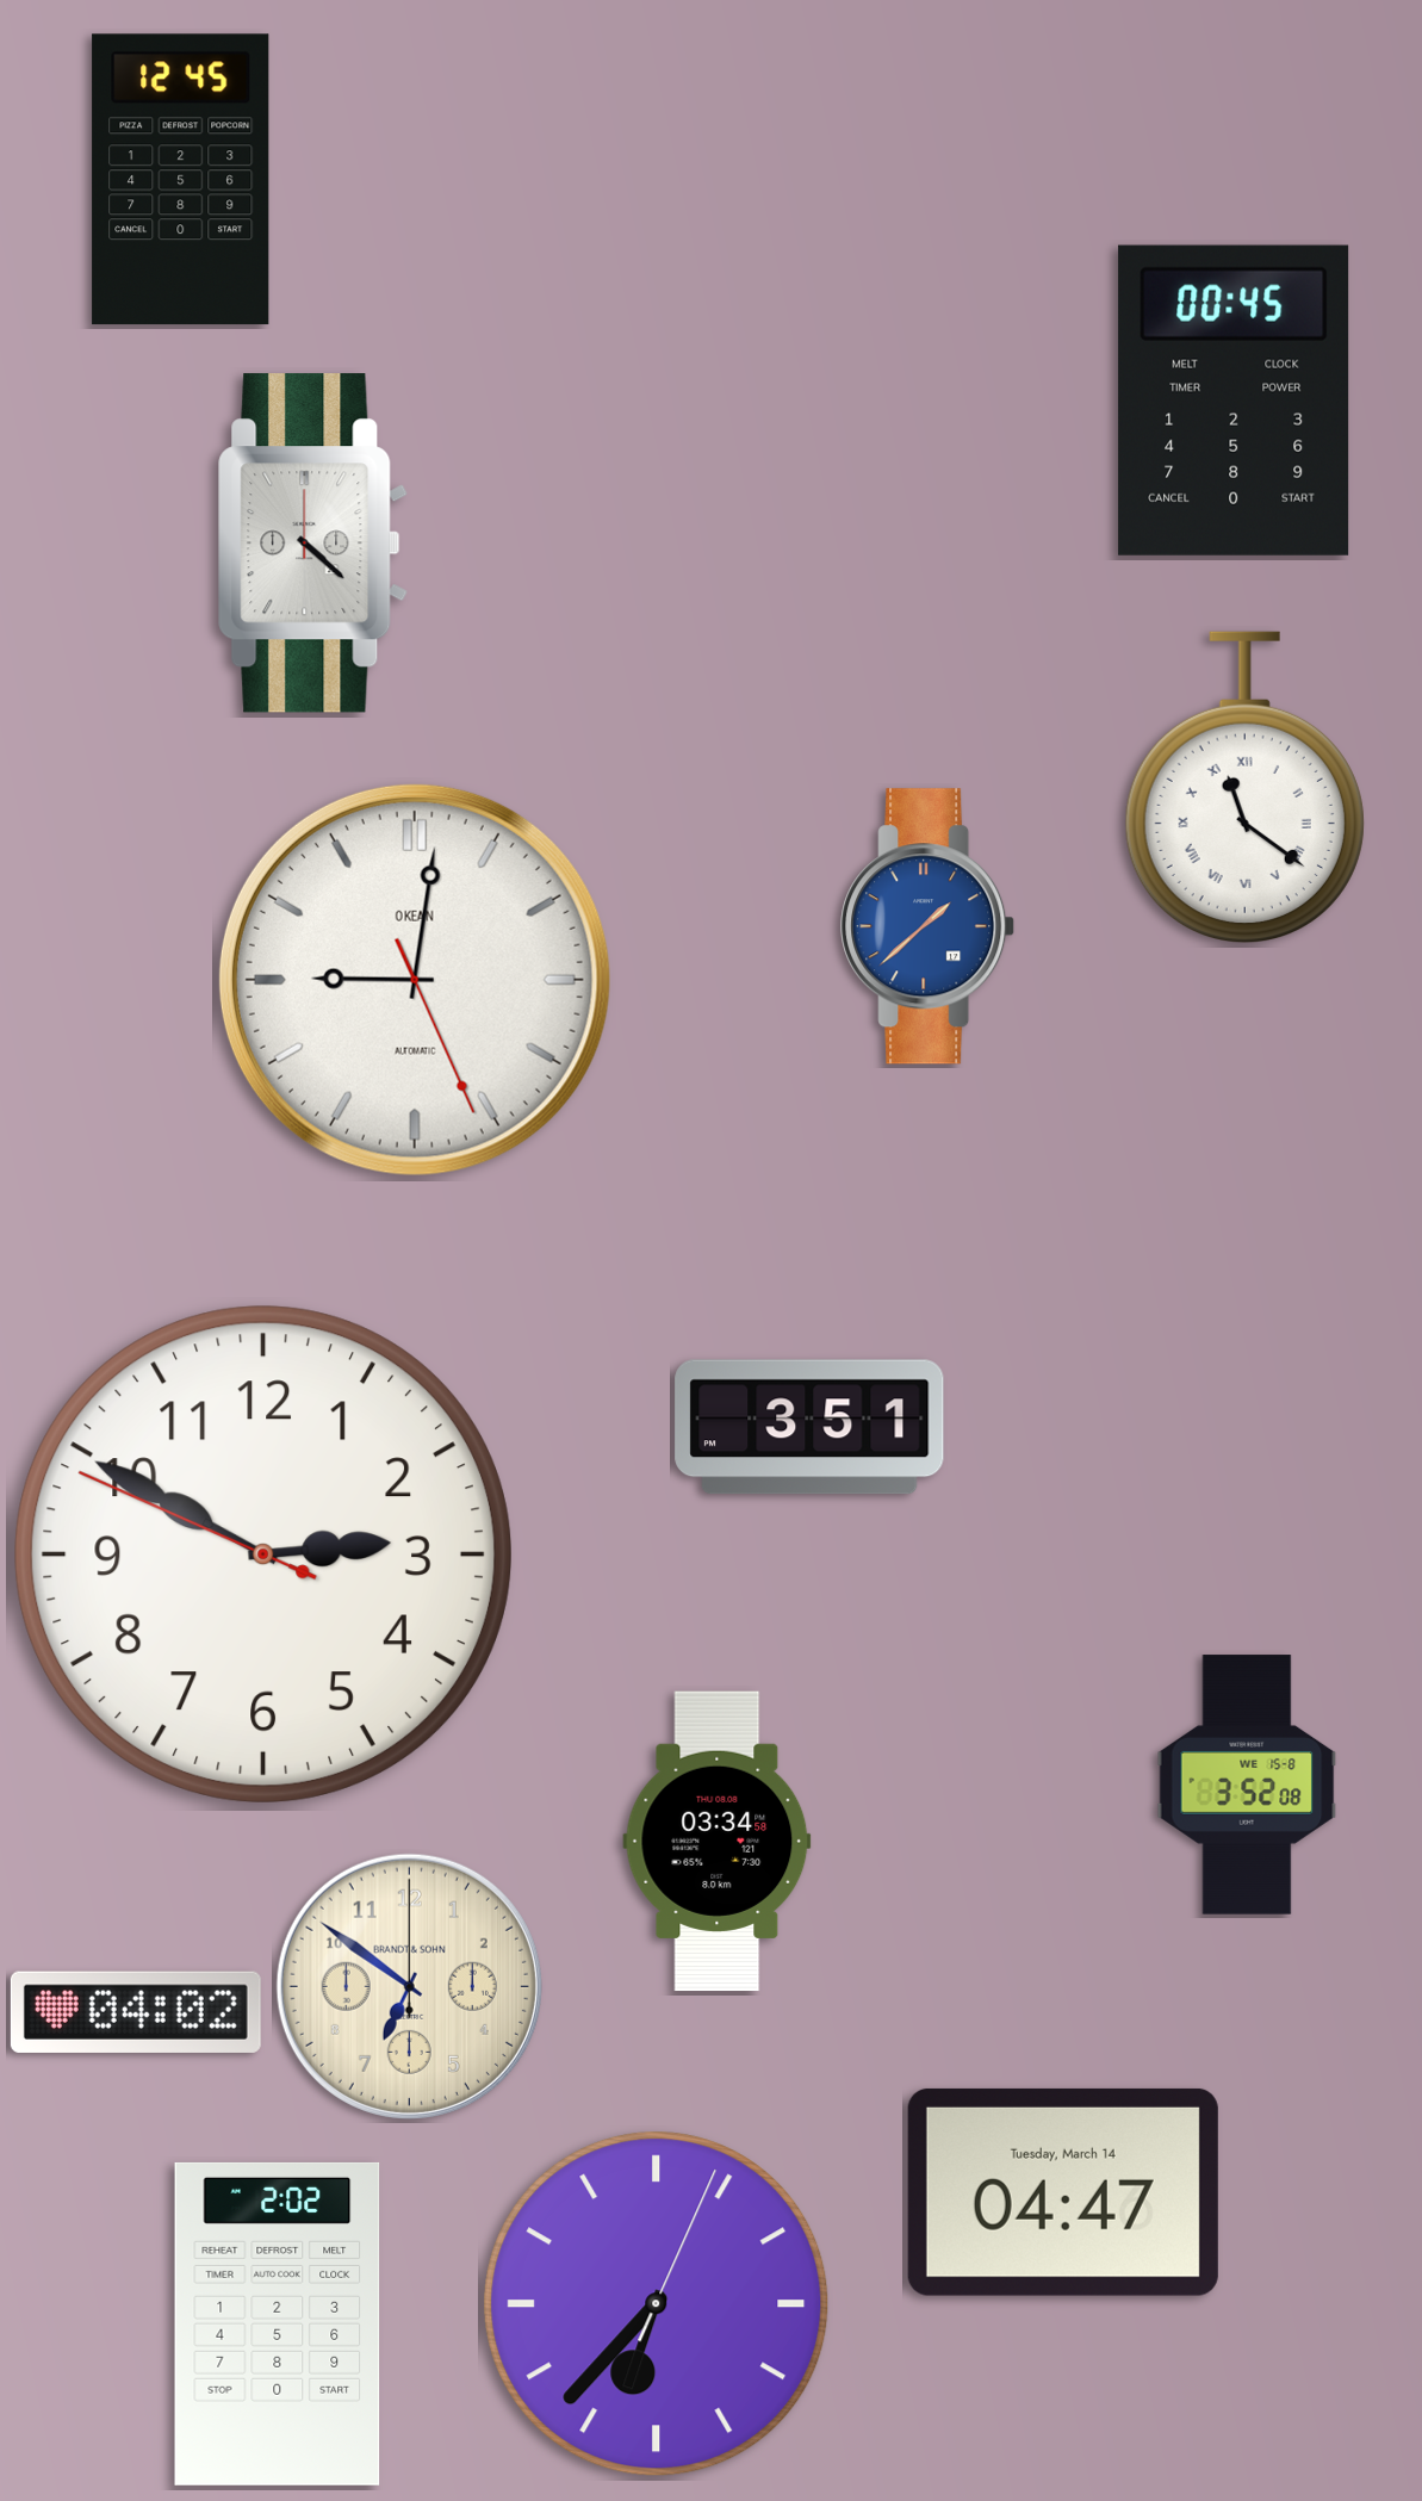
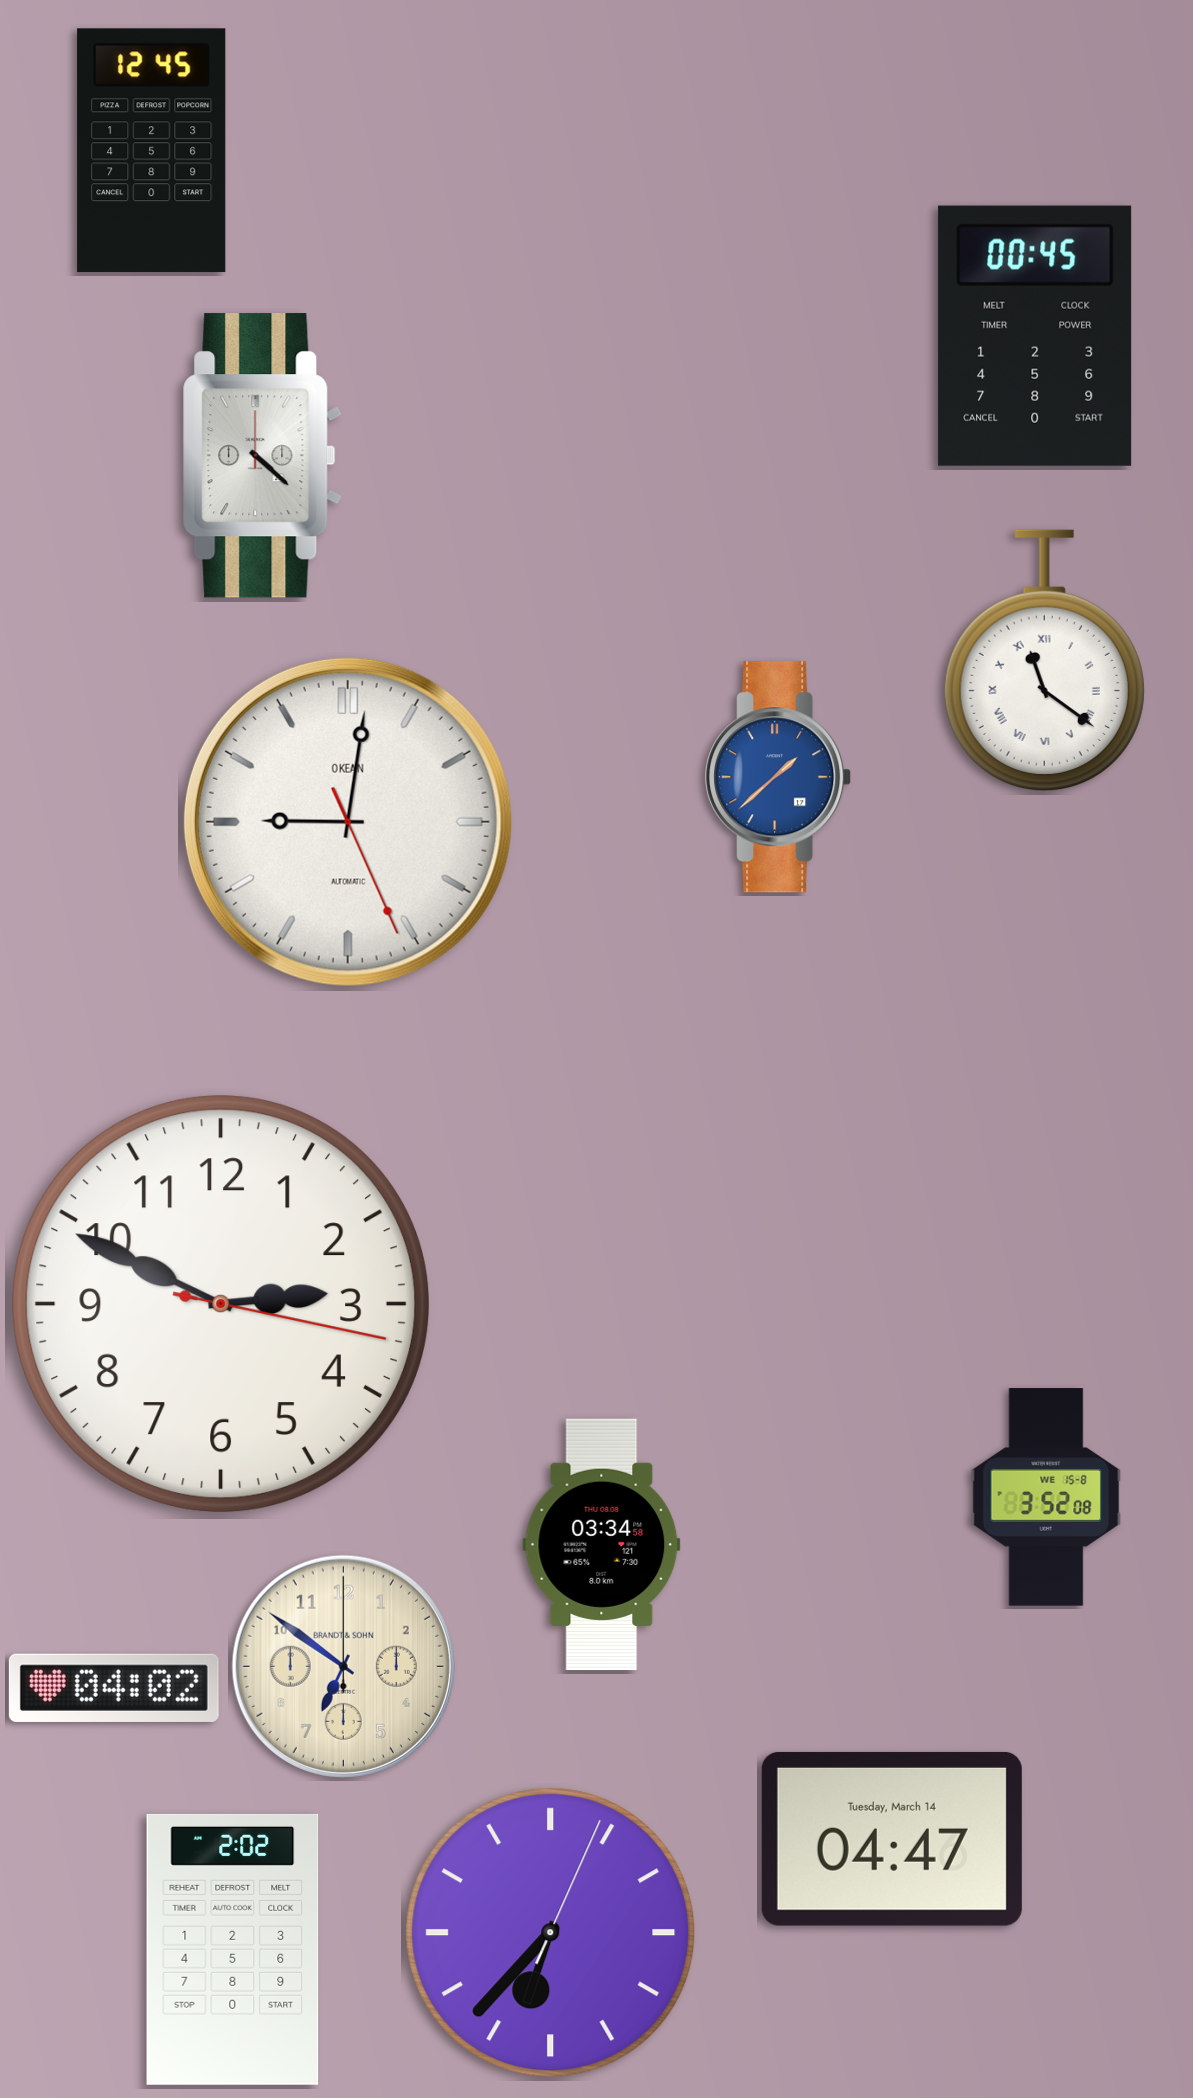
clock at (809, 1427): 3:51 -> none
clock at (263, 1554): 2:49:49 -> 2:49:17
